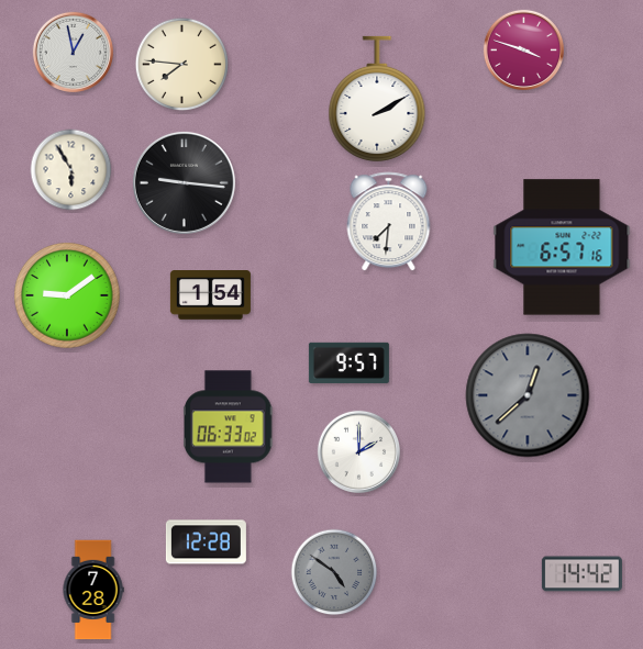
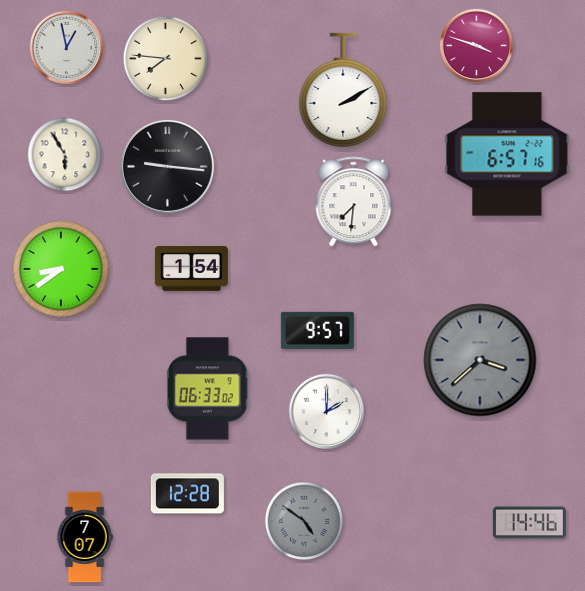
clock at (562, 247) position: (562, 247) -> (507, 154)
clock at (67, 295): 9:09 -> 8:39
clock at (528, 395): 12:38 -> 3:38
clock at (581, 574): 14:42 -> 14:46
clock at (93, 590): 7:28 -> 7:07
